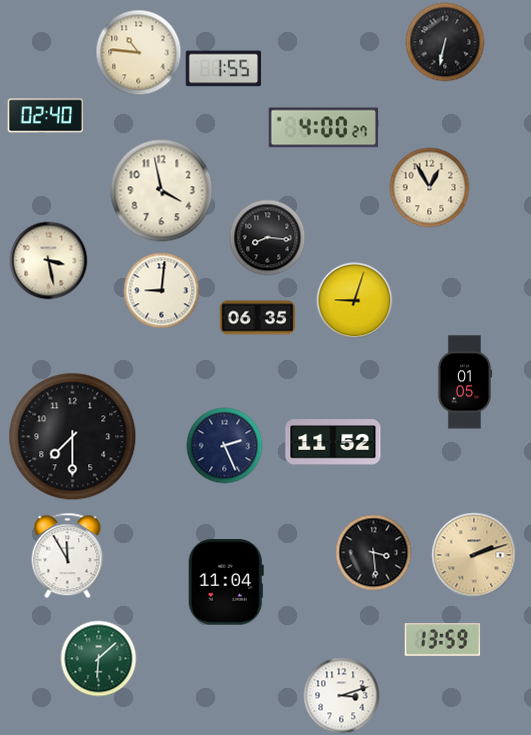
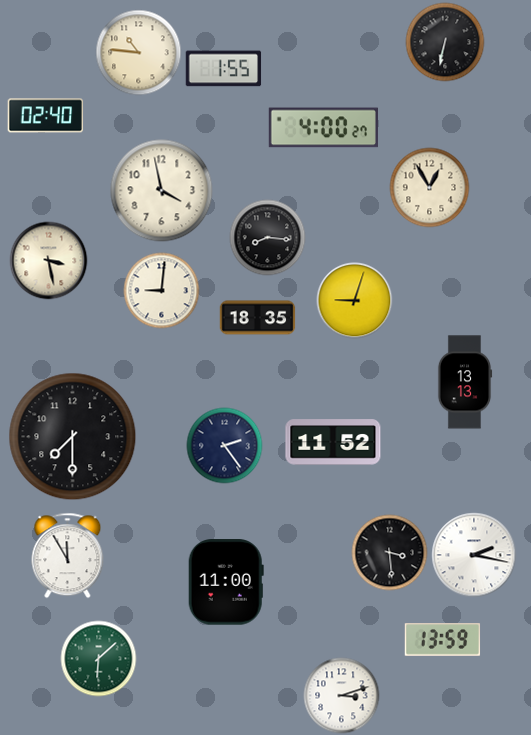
clock at (258, 318): 06:35 -> 18:35
clock at (465, 382): 01:05 -> 13:13
clock at (225, 446): 2:26 -> 2:24
clock at (374, 553) position: (374, 553) -> (390, 553)
clock at (474, 555): 2:12 -> 2:17
clock at (474, 555) dial: champagne -> white
clock at (226, 582): 11:04 -> 11:00
